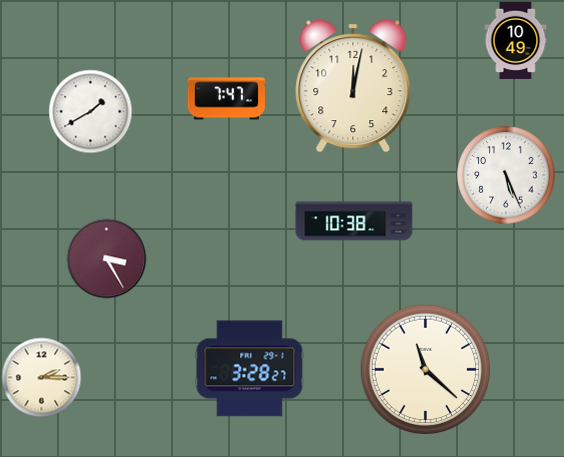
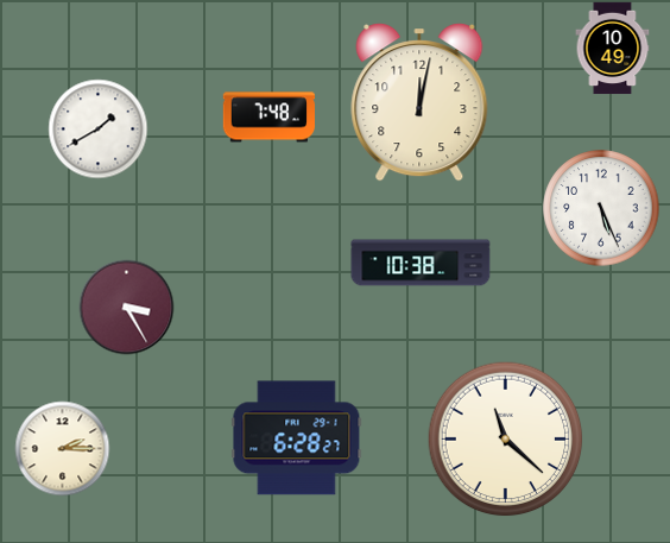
clock at (226, 99): 7:47 -> 7:48
clock at (90, 111) position: (90, 111) -> (97, 128)
clock at (250, 369): 3:28 -> 6:28
clock at (41, 377) position: (41, 377) -> (62, 448)
